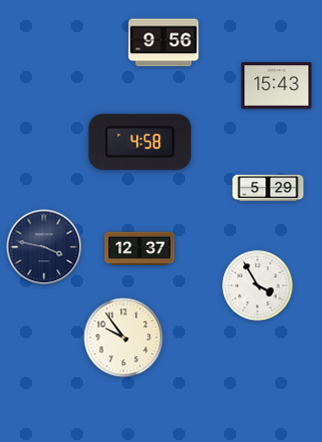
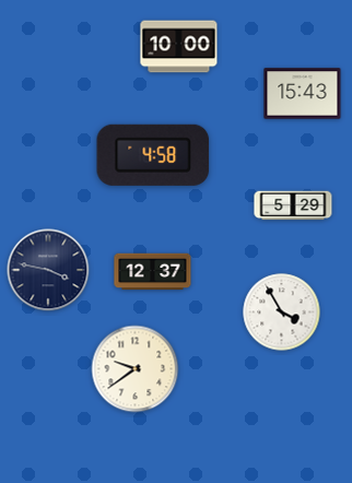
clock at (164, 43): 9:56 -> 10:00
clock at (124, 338): 9:54 -> 9:39
